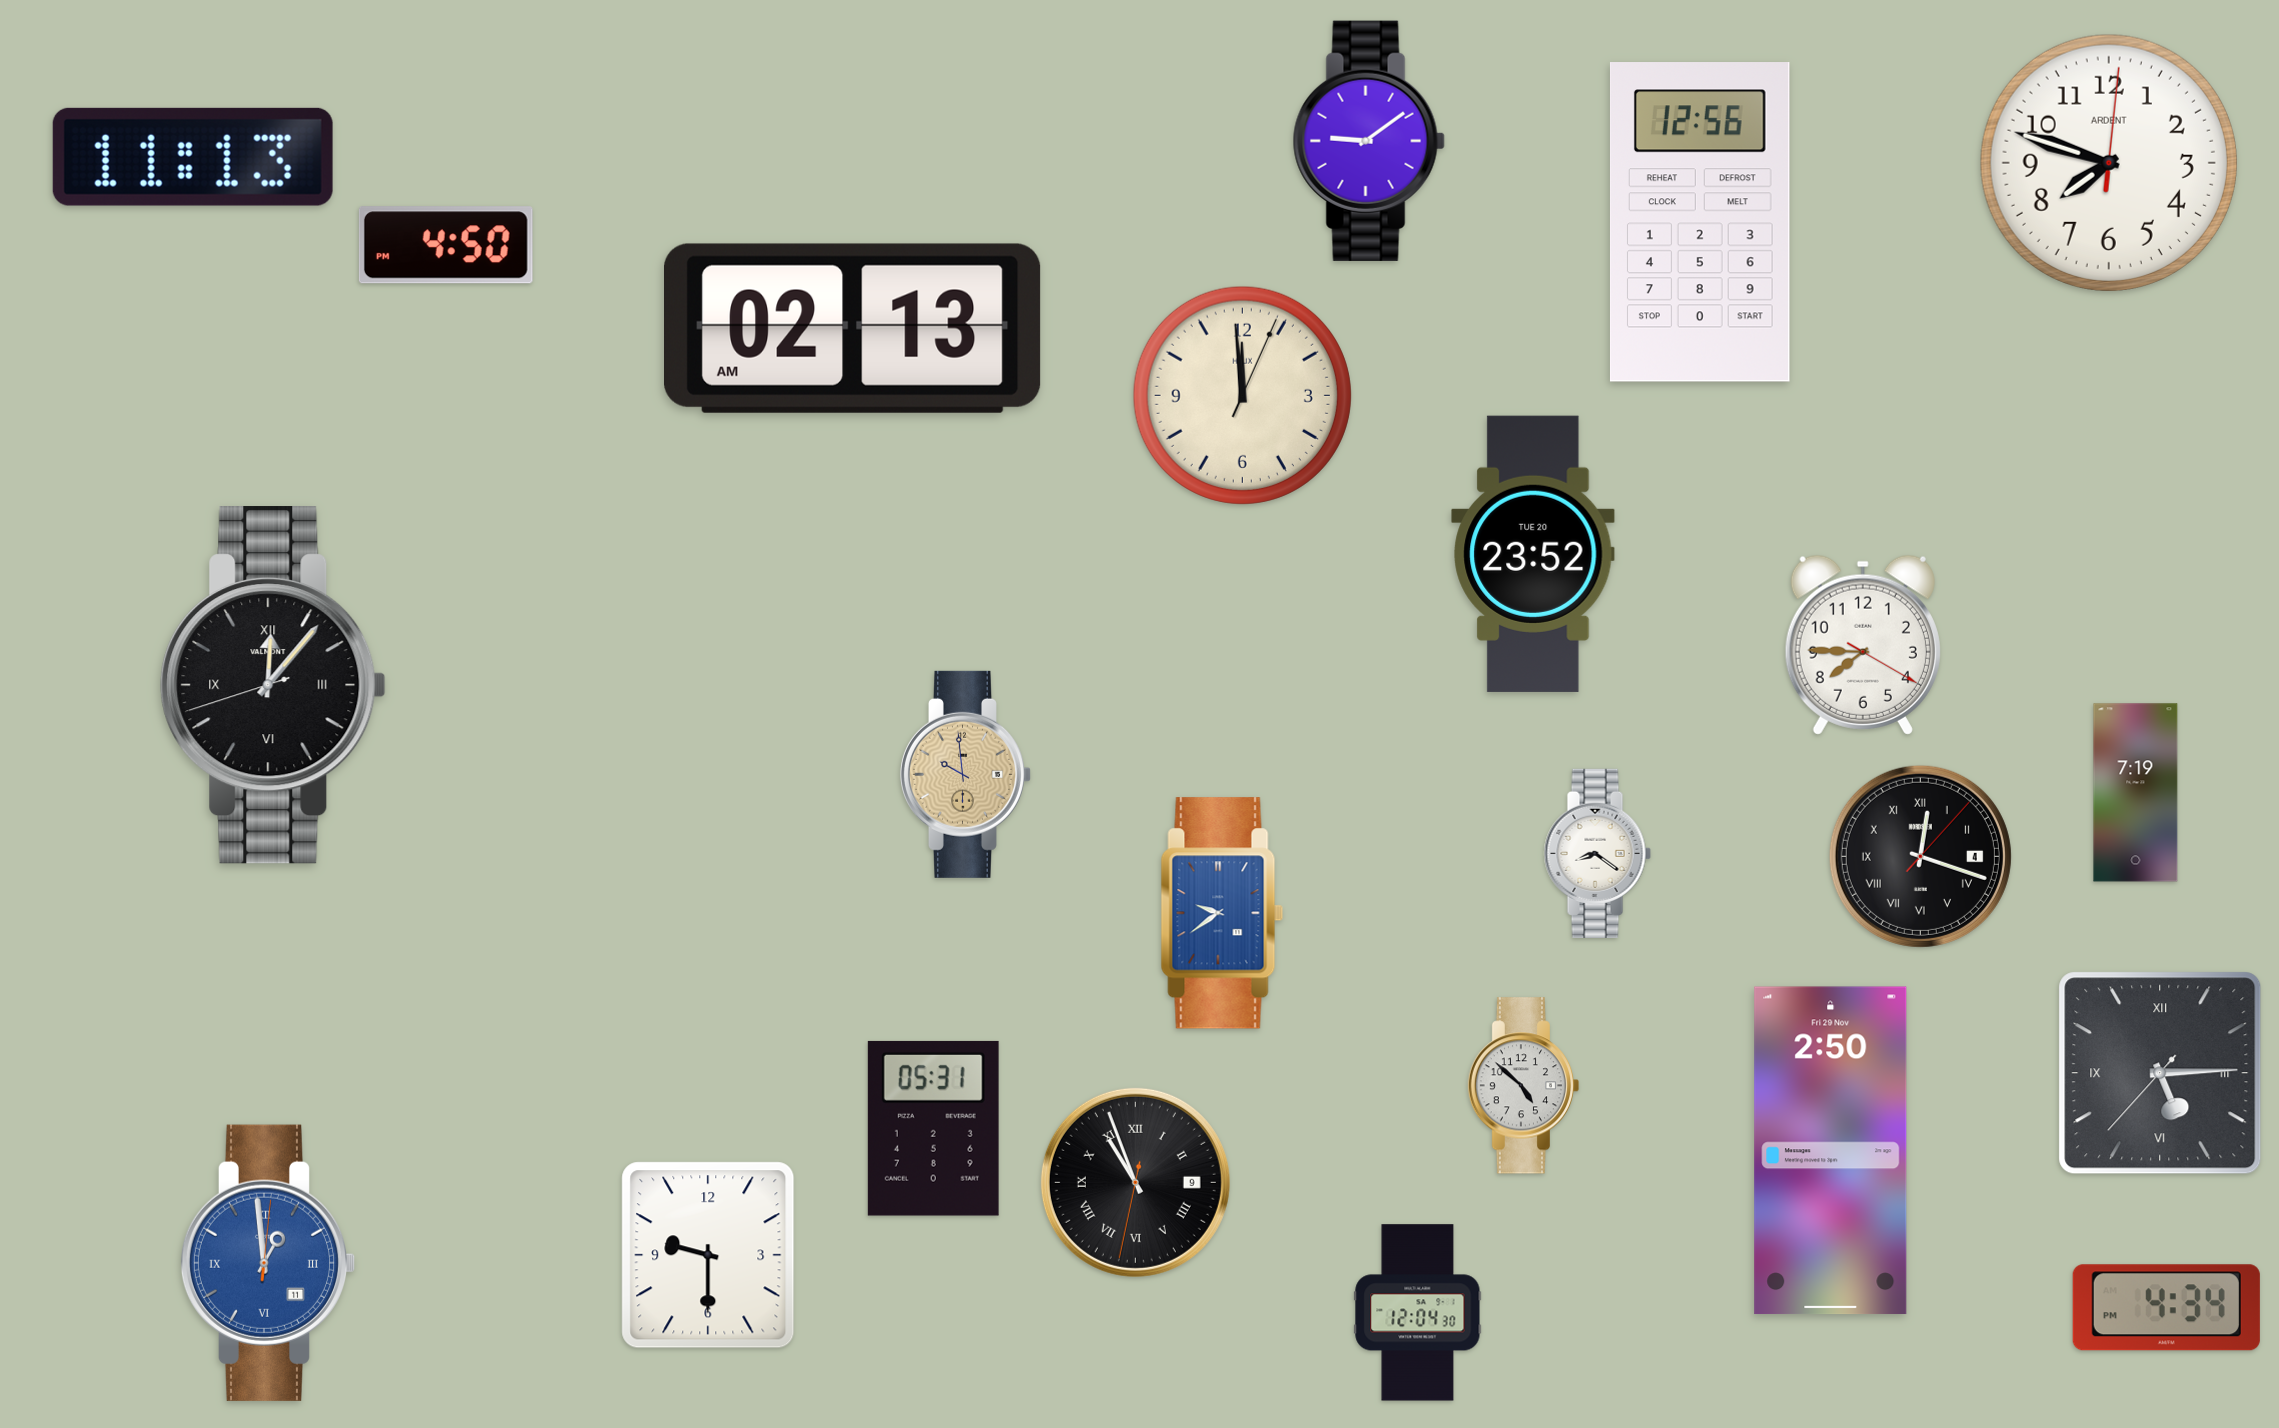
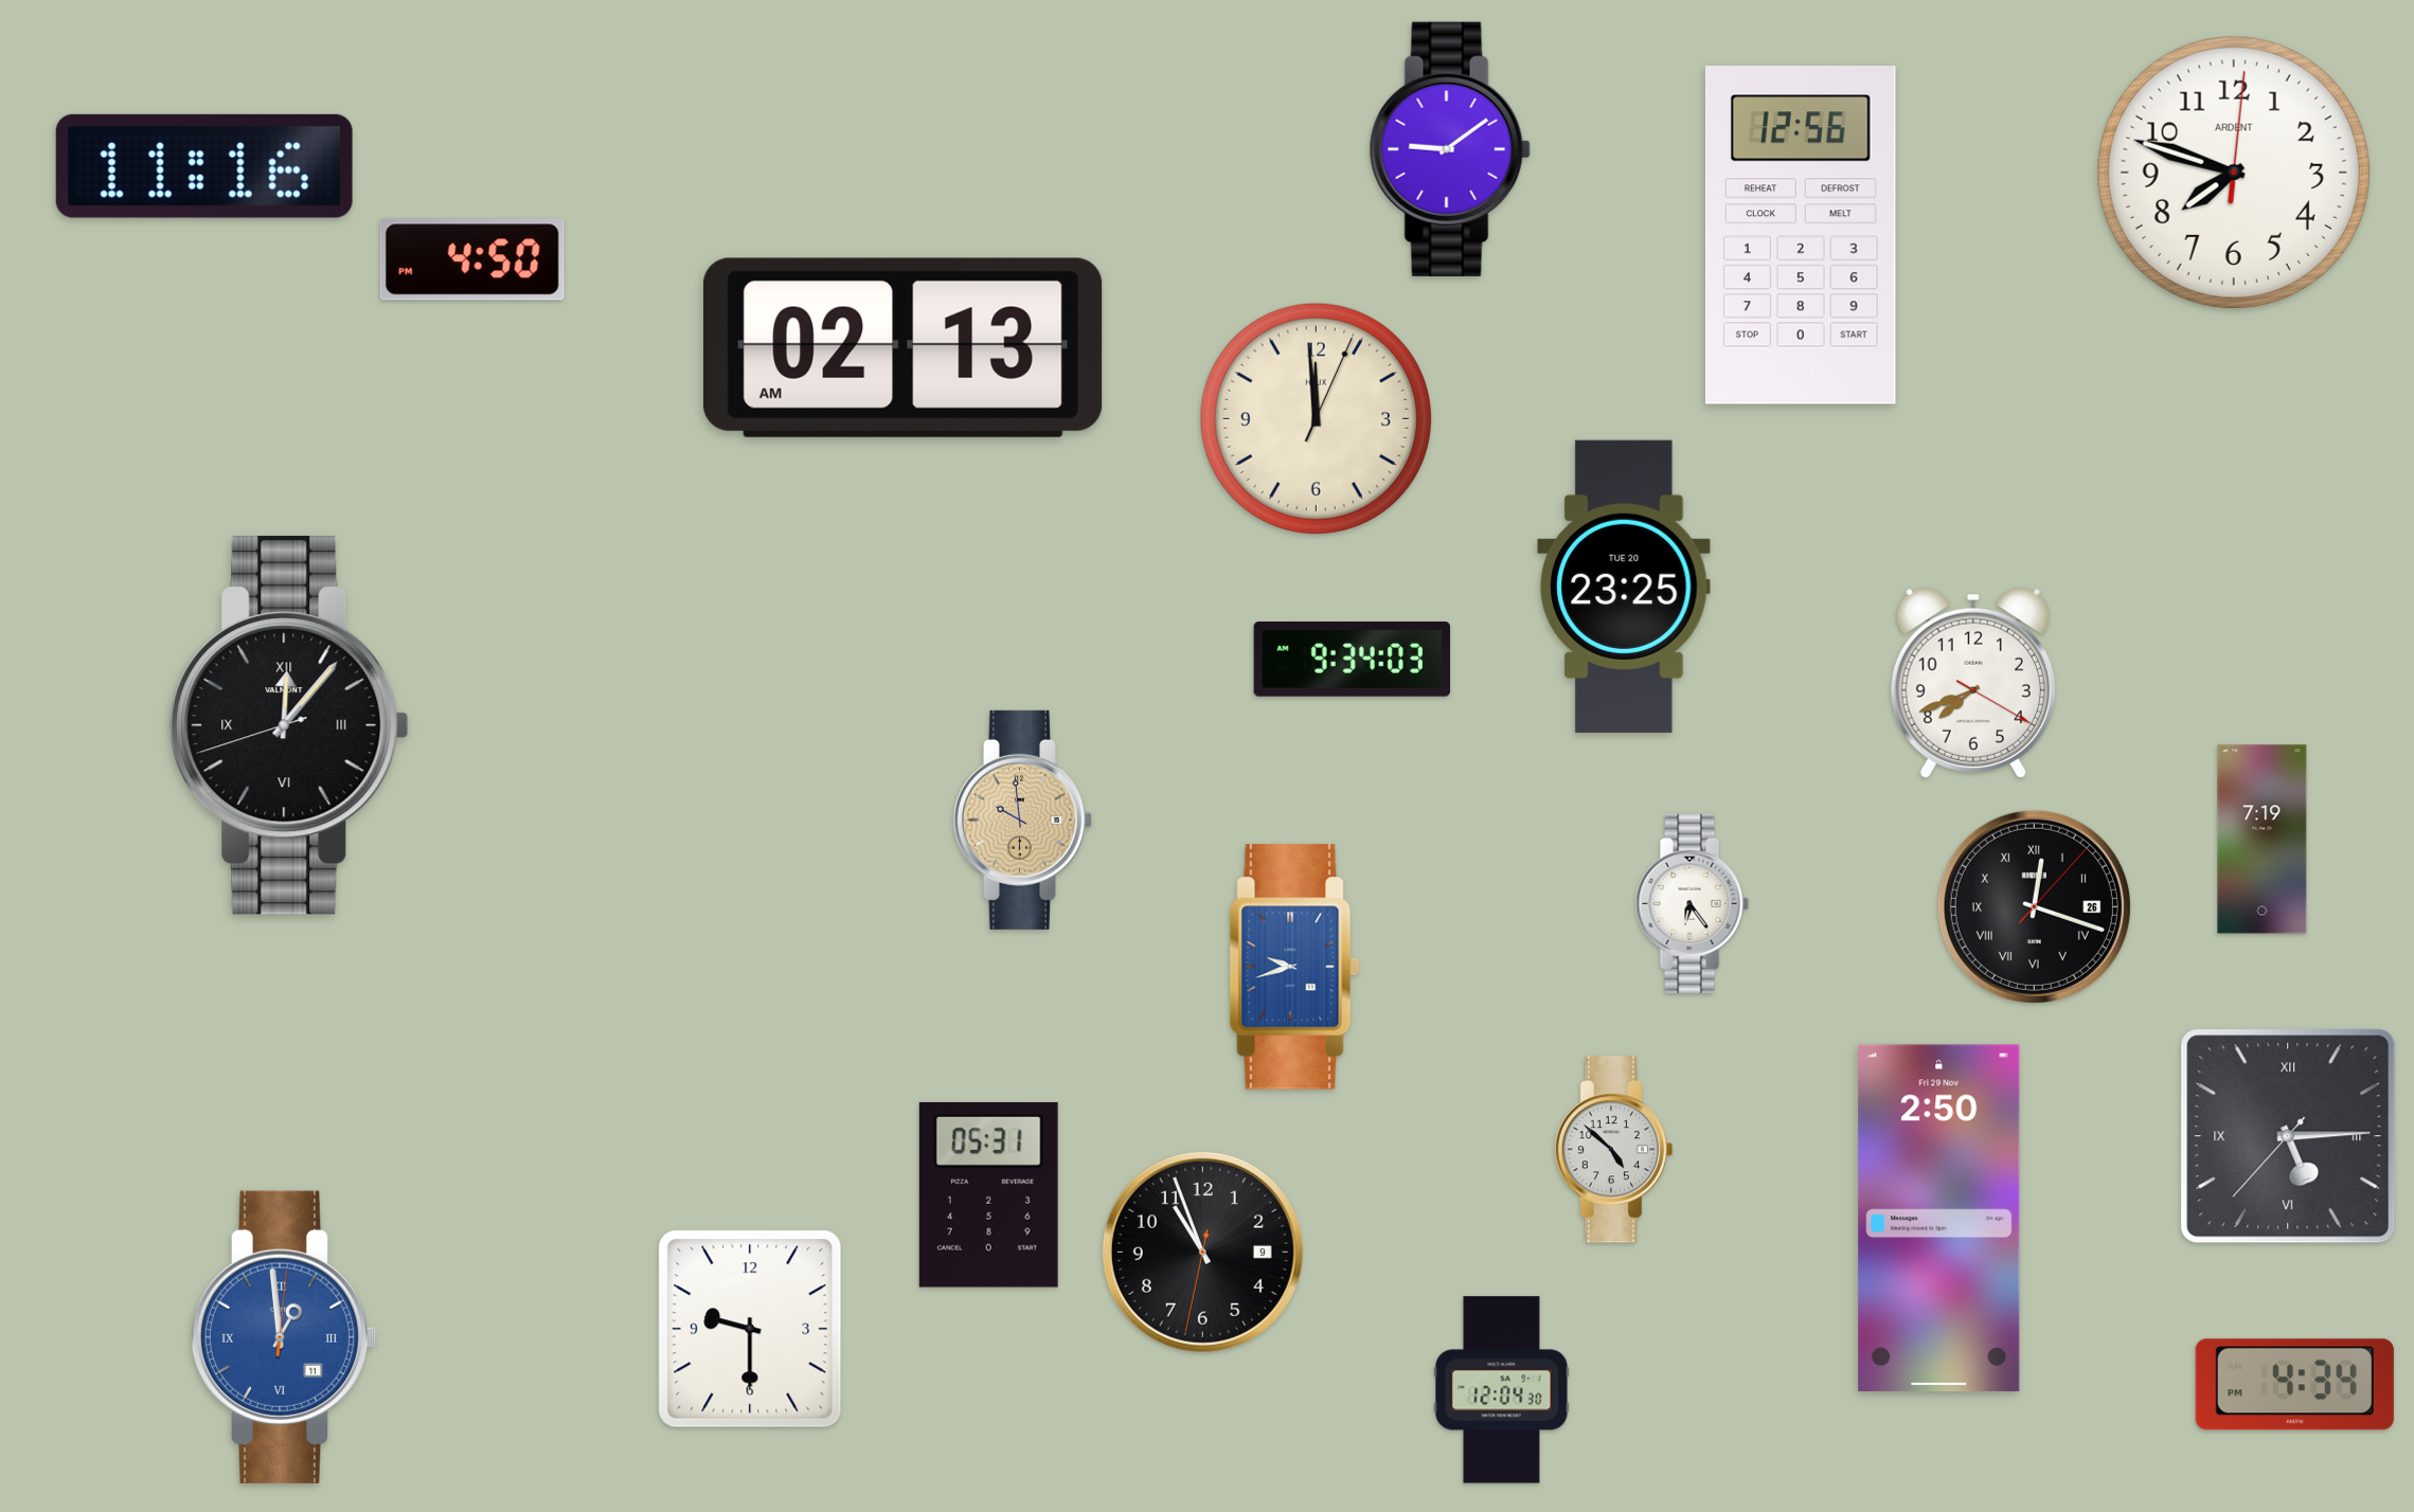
clock at (193, 157): 11:13 -> 11:16
clock at (1533, 554): 23:52 -> 23:25
clock at (1352, 660): none -> 9:34
clock at (1863, 645): 7:45 -> 7:41
clock at (1597, 853): 8:21 -> 6:24
clock at (1920, 856) date: 4 -> 26
clock at (1222, 913): 9:39 -> 9:42
clock at (1135, 1182) numerals: Roman -> Arabic
